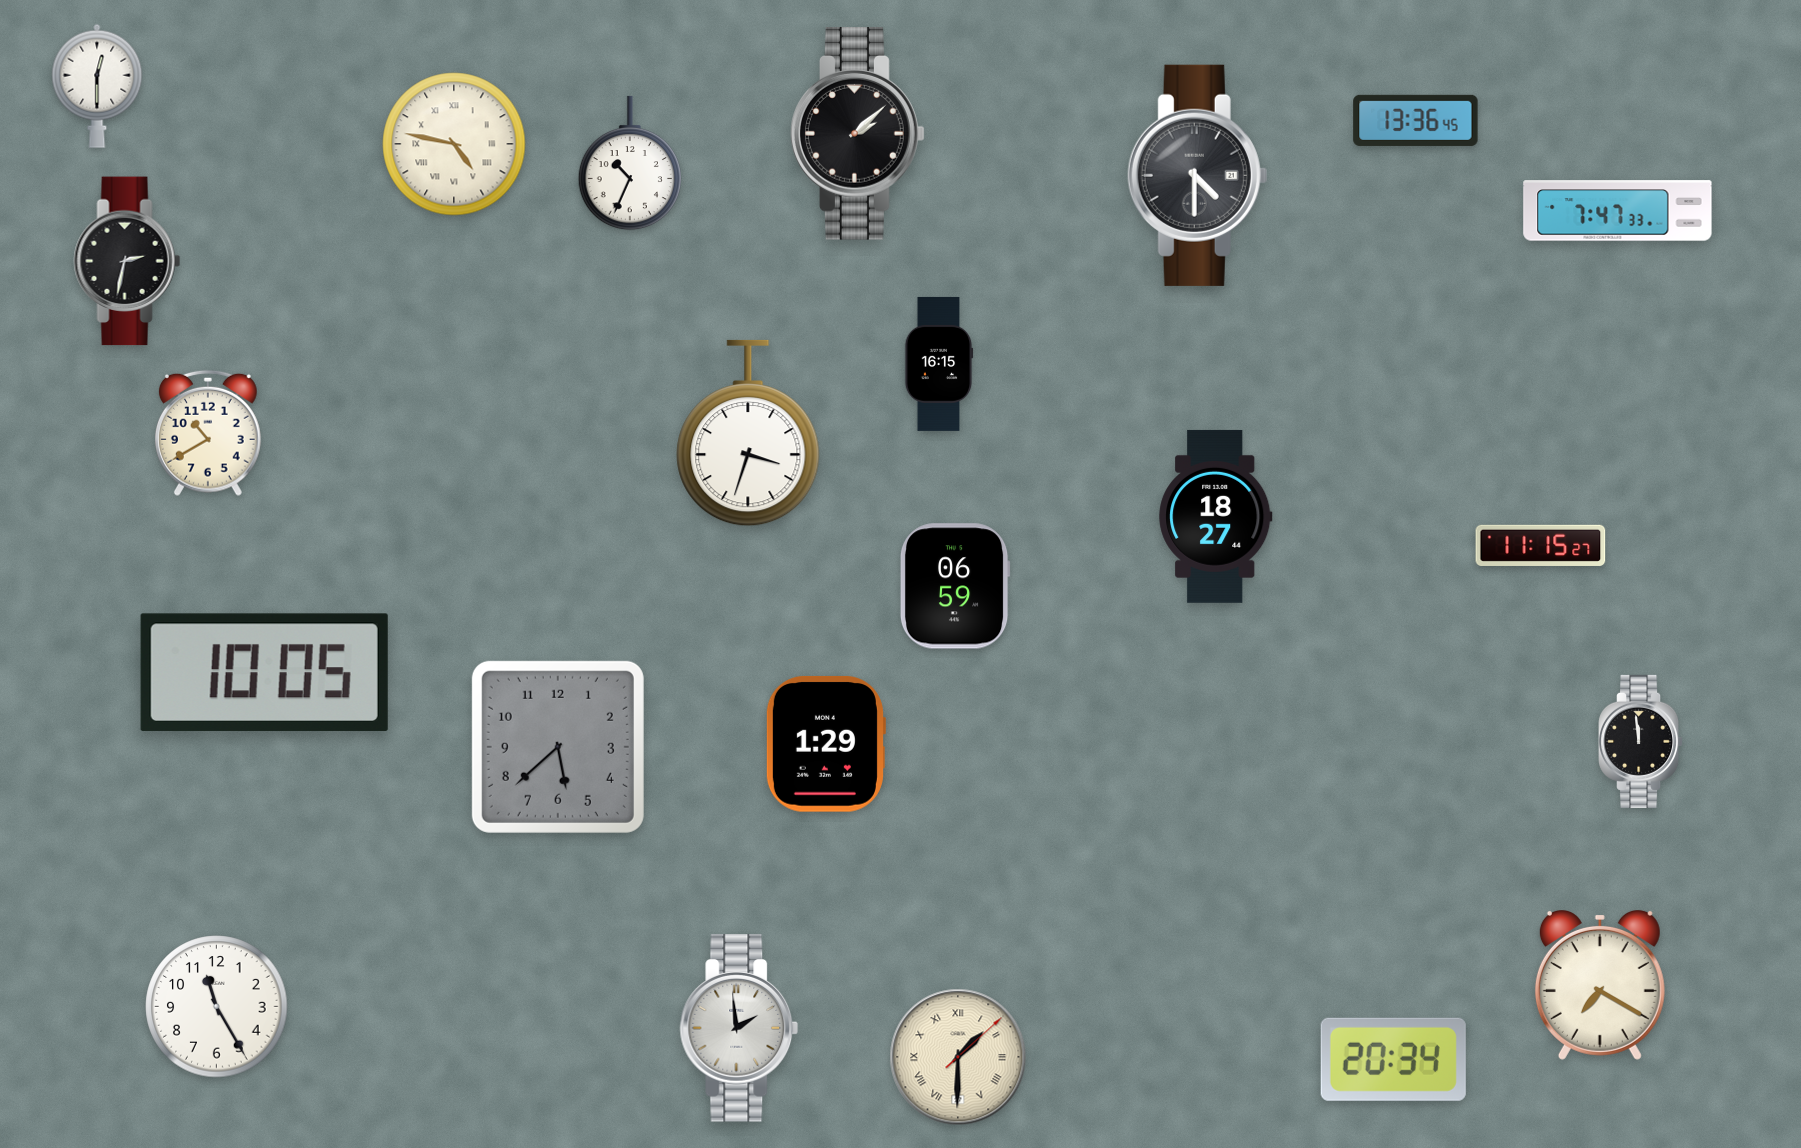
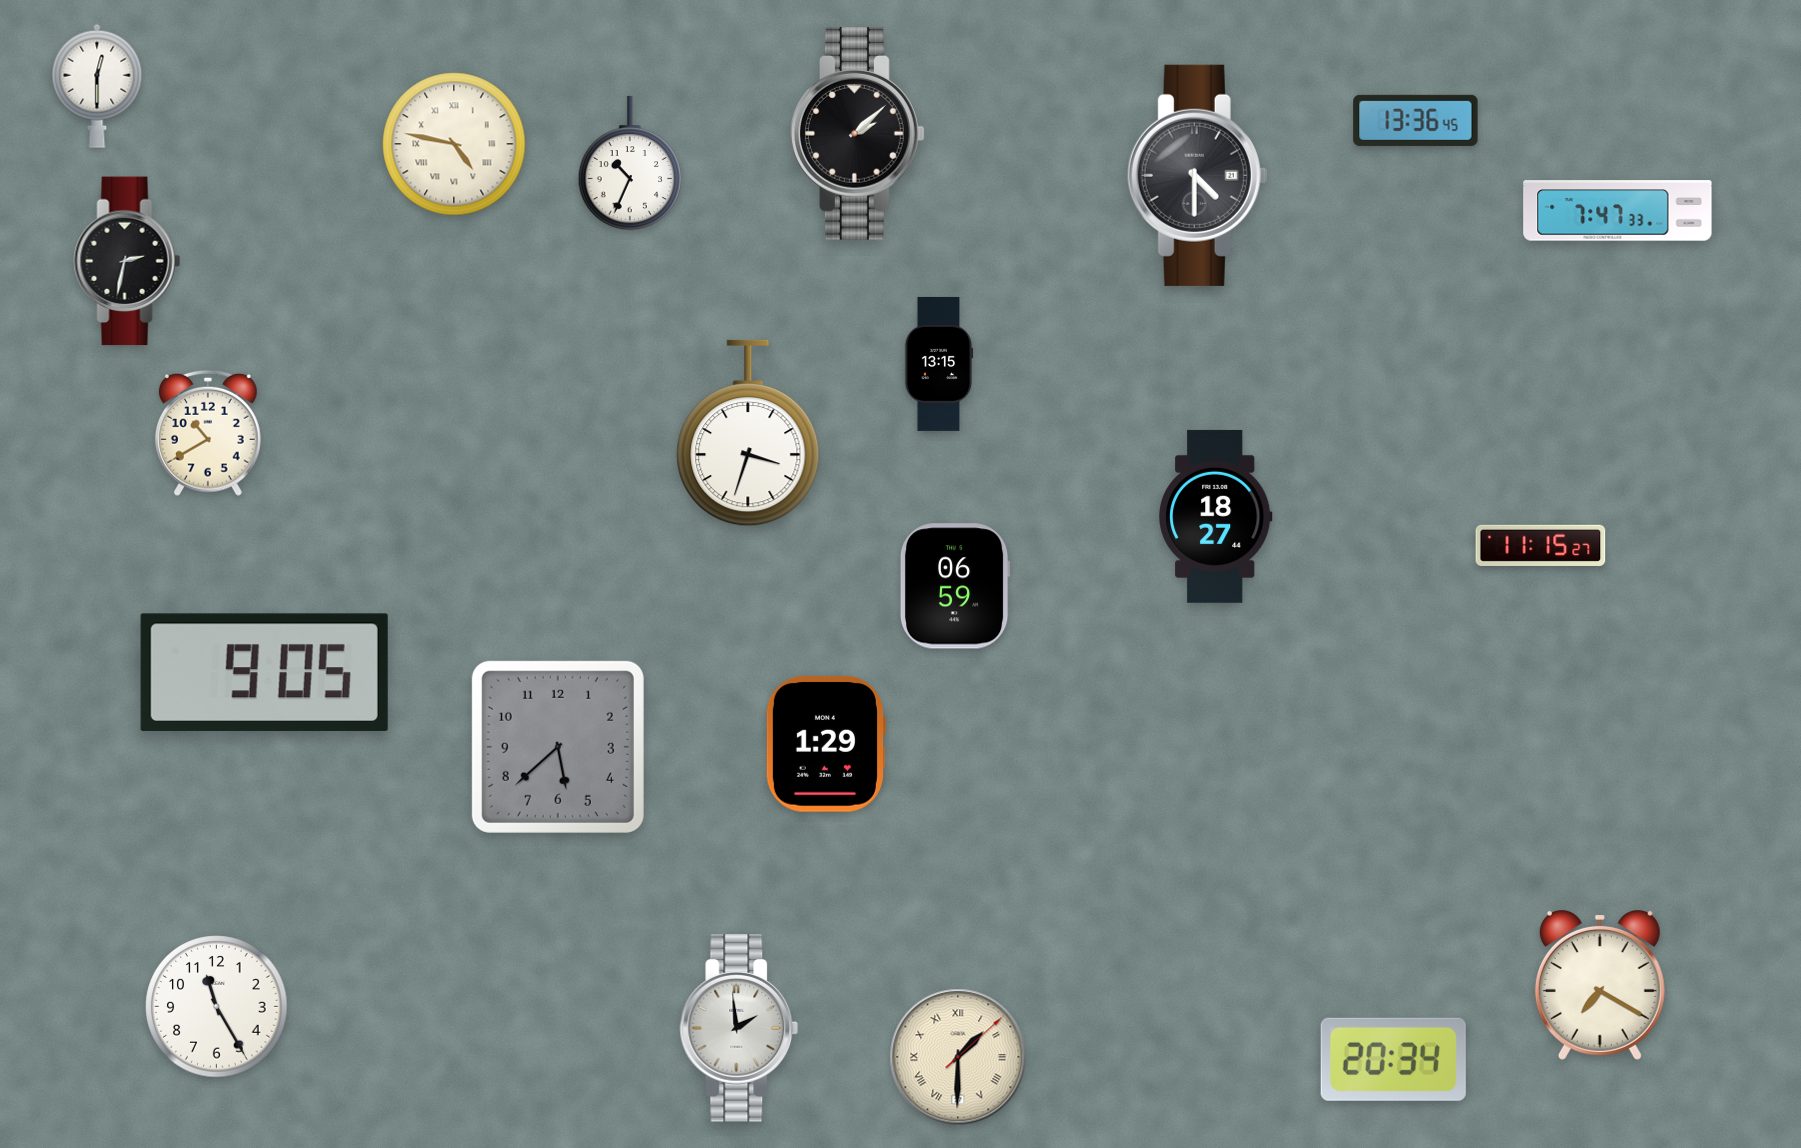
clock at (939, 364): 16:15 -> 13:15
clock at (264, 672): 10:05 -> 9:05
clock at (1641, 741): 11:59 -> none
